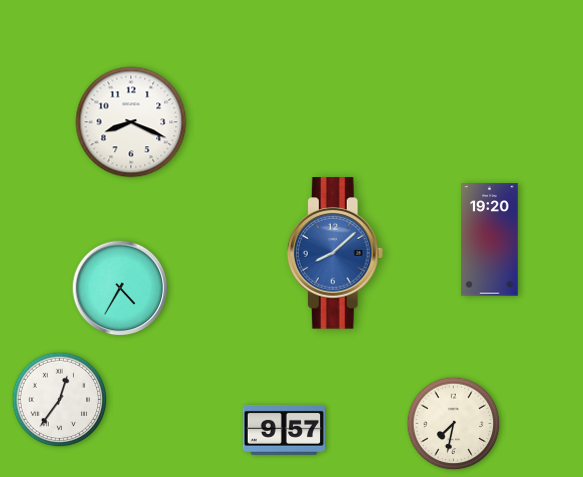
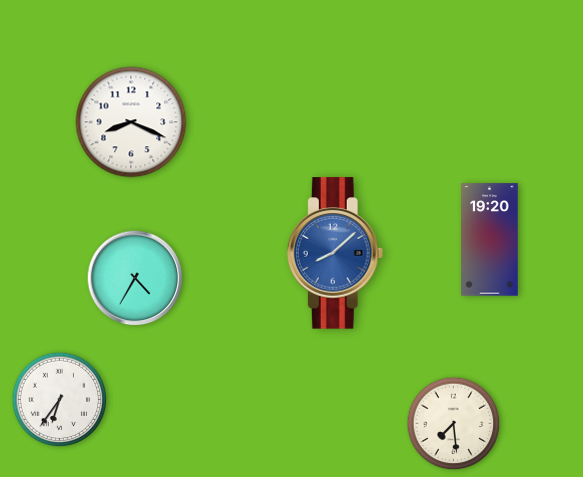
clock at (120, 288) position: (120, 288) -> (135, 278)
clock at (60, 400): 12:36 -> 6:36
clock at (454, 424): 7:32 -> 7:29
clock at (283, 430): 9:57 -> none
